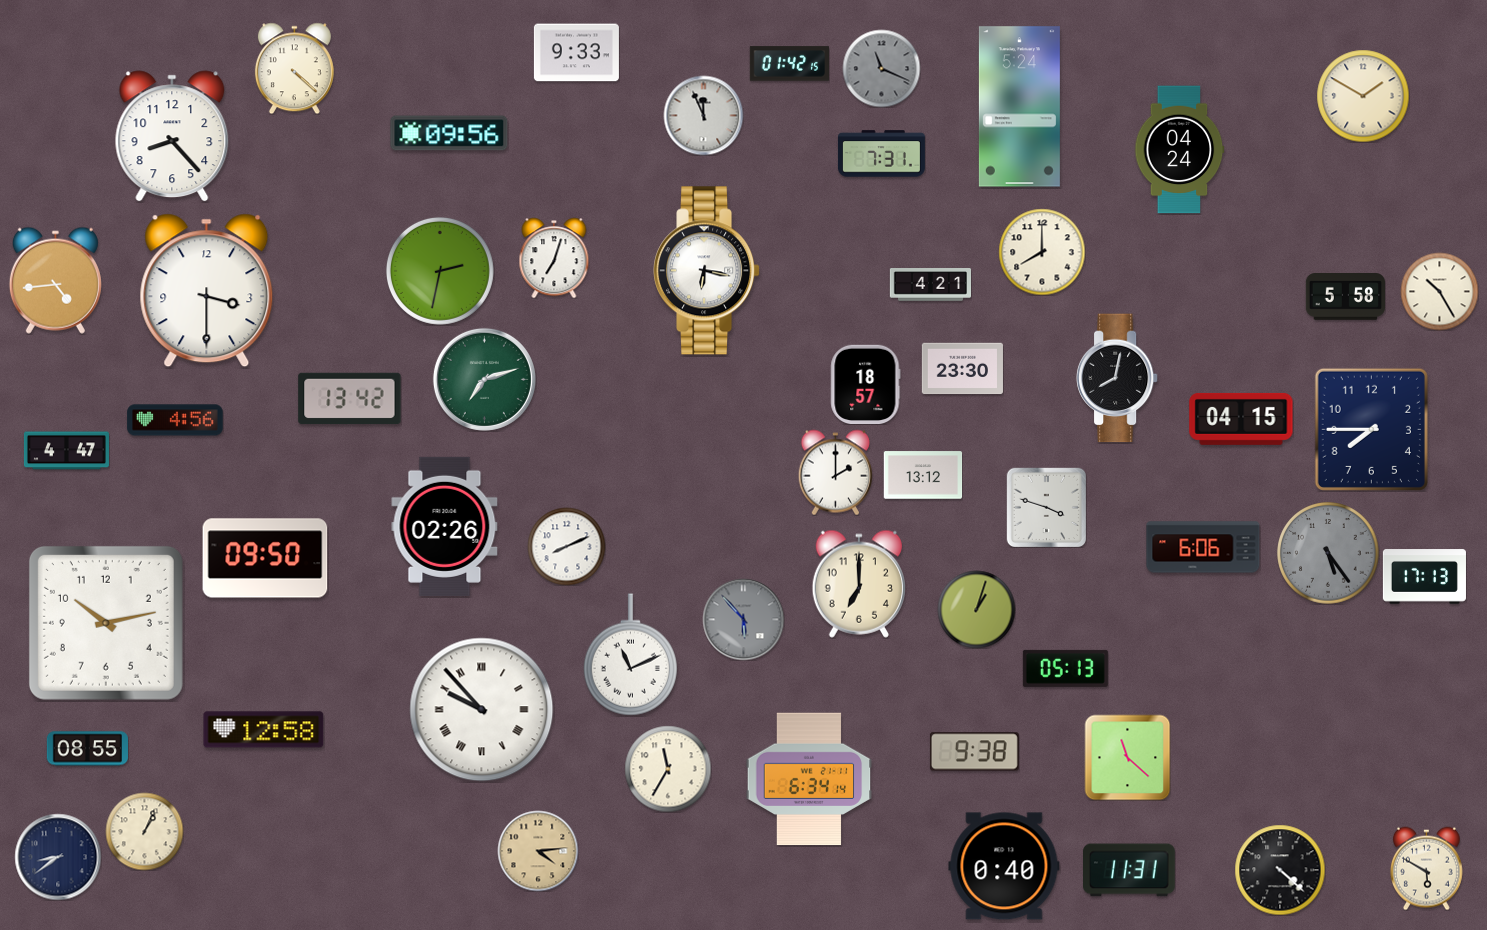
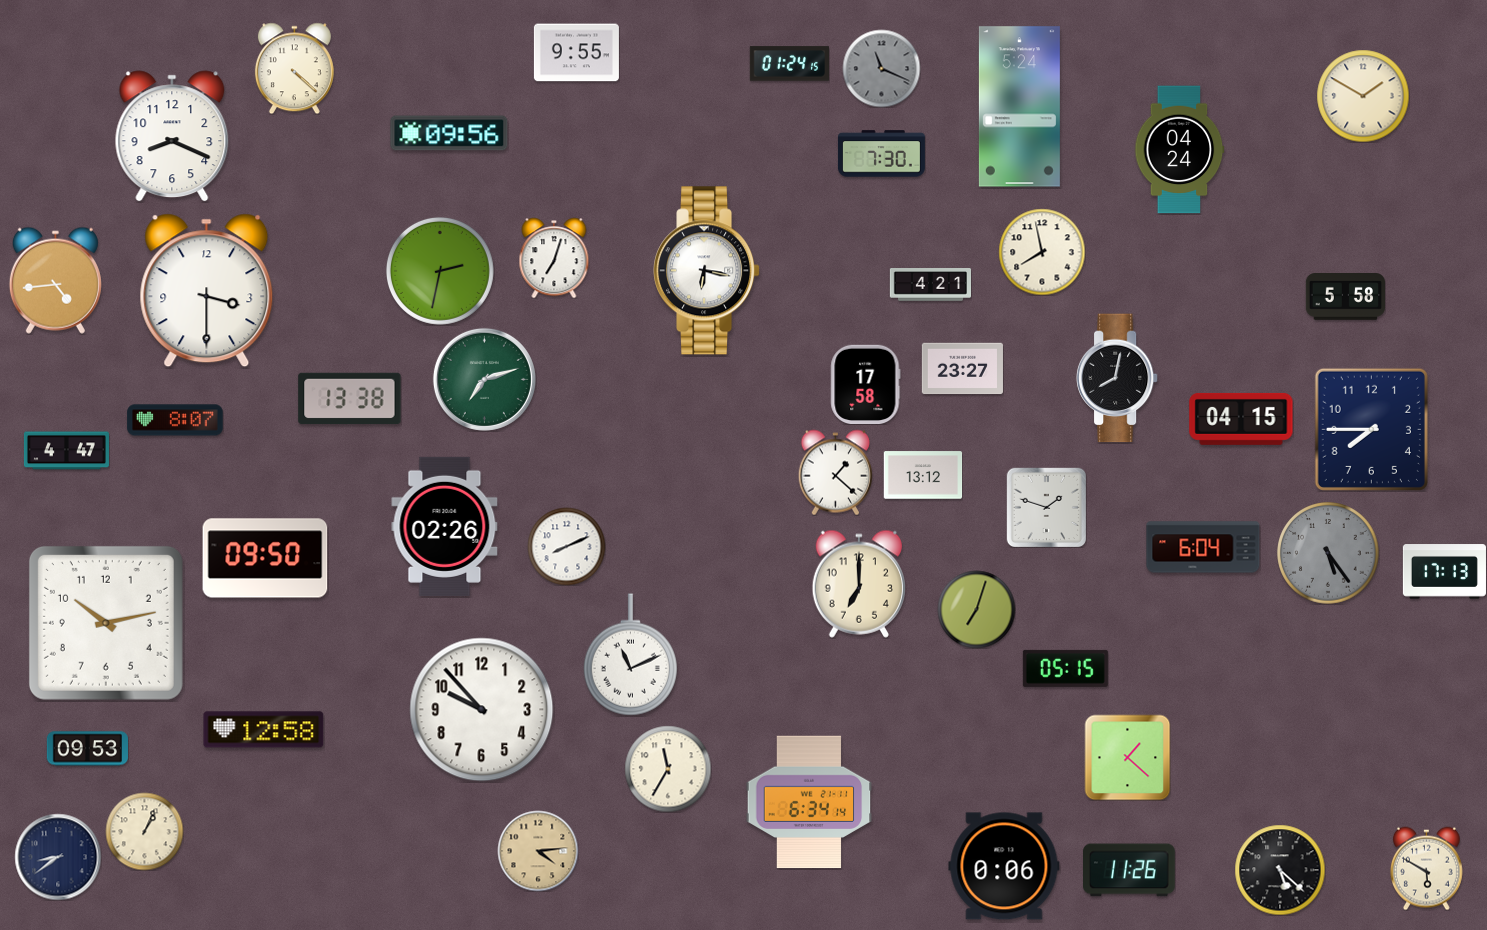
clock at (576, 53): 9:33 -> 9:55
clock at (789, 64): 01:42 -> 01:24
clock at (703, 115): 11:56 -> none
clock at (172, 136): 8:23 -> 8:19
clock at (881, 154): 7:31 -> 7:30
clock at (1042, 252): 8:00 -> 7:58
clock at (1439, 291): 10:25 -> none
clock at (962, 369): 23:30 -> 23:27
clock at (866, 384): 18:57 -> 17:58
clock at (350, 399): 13:42 -> 13:38
clock at (175, 420): 4:56 -> 8:07
clock at (835, 472): 2:00 -> 1:22
clock at (1046, 507): 3:48 -> 1:48
clock at (1203, 547): 6:06 -> 6:04
clock at (1424, 577) position: (1424, 577) -> (1444, 572)
clock at (976, 609): 1:03 -> 7:03
clock at (743, 619): 5:53 -> none
clock at (1065, 668): 05:13 -> 05:15
clock at (482, 710) numerals: Roman -> Arabic
clock at (87, 749): 08:55 -> 09:53
clock at (974, 752): 9:38 -> none
clock at (1127, 757): 11:22 -> 1:22
clock at (809, 779) position: (809, 779) -> (809, 802)
clock at (1004, 866): 0:40 -> 0:06
clock at (1130, 870): 11:31 -> 11:26
clock at (1280, 870): 4:22 -> 5:22
